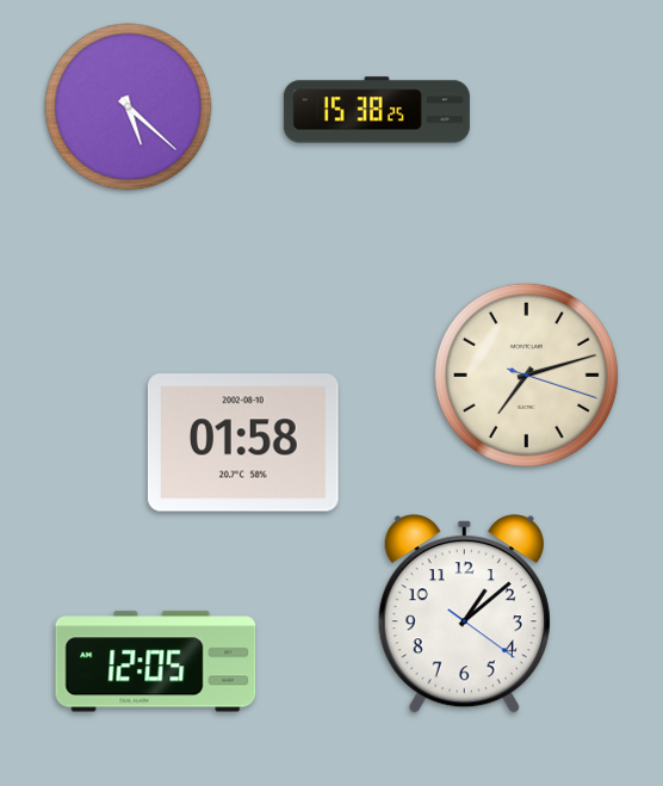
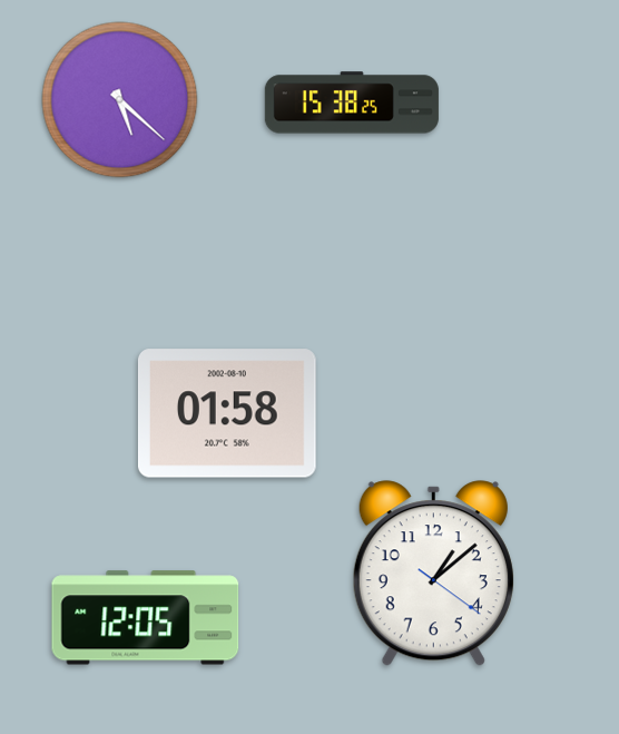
clock at (526, 375): 7:12 -> none
